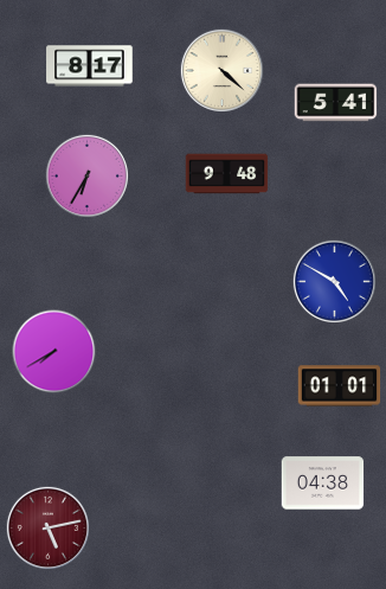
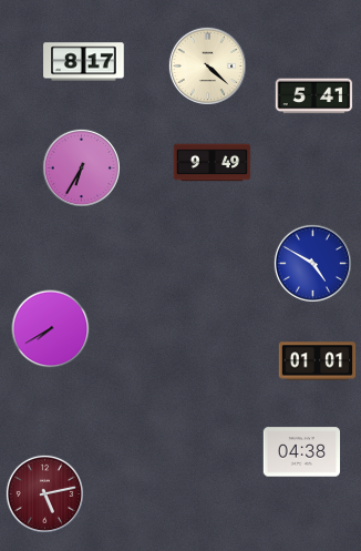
clock at (227, 174): 9:48 -> 9:49
clock at (86, 175) position: (86, 175) -> (81, 167)
